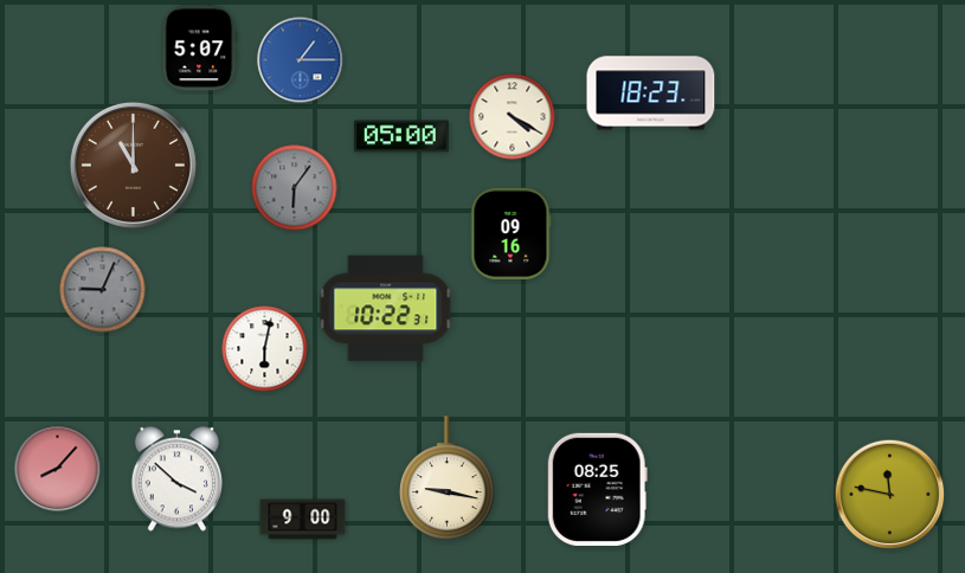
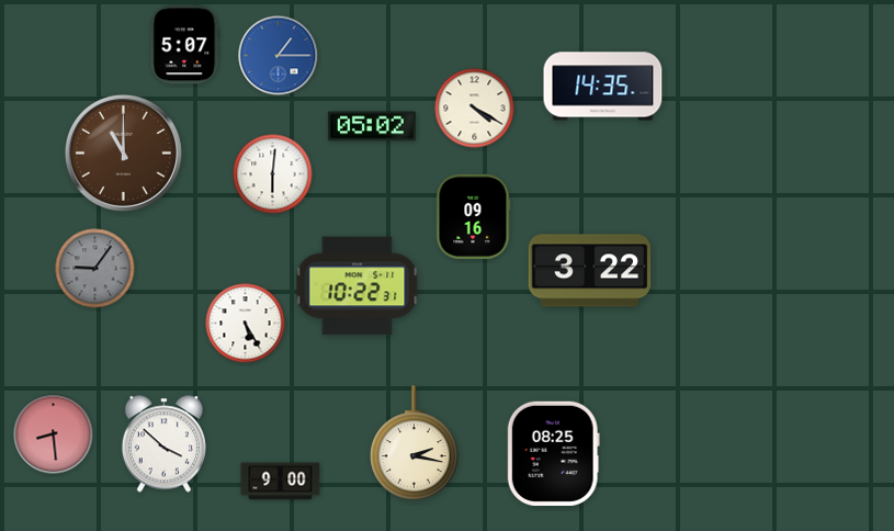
clock at (651, 94): 18:23 -> 14:35
clock at (401, 136): 05:00 -> 05:02
clock at (295, 188): 6:06 -> 6:01
clock at (295, 188) dial: grey -> white
clock at (103, 290): 9:04 -> 9:06
clock at (590, 271): none -> 3:22
clock at (265, 349): 6:02 -> 5:25
clock at (58, 469): 8:07 -> 8:29
clock at (448, 478): 9:17 -> 2:17
clock at (890, 495): 11:47 -> none
